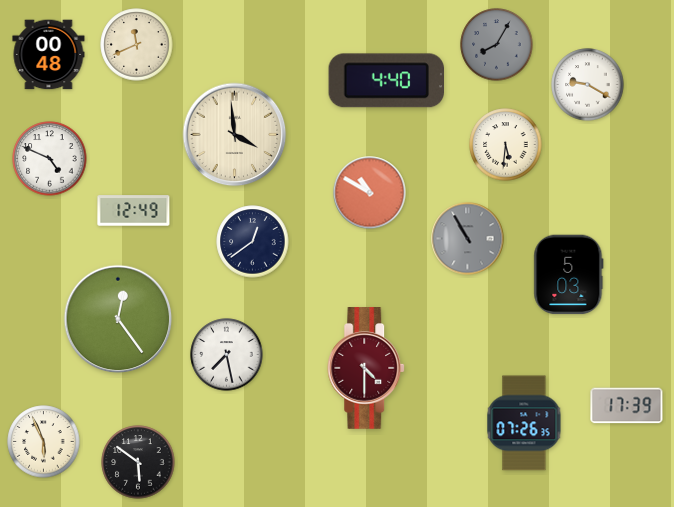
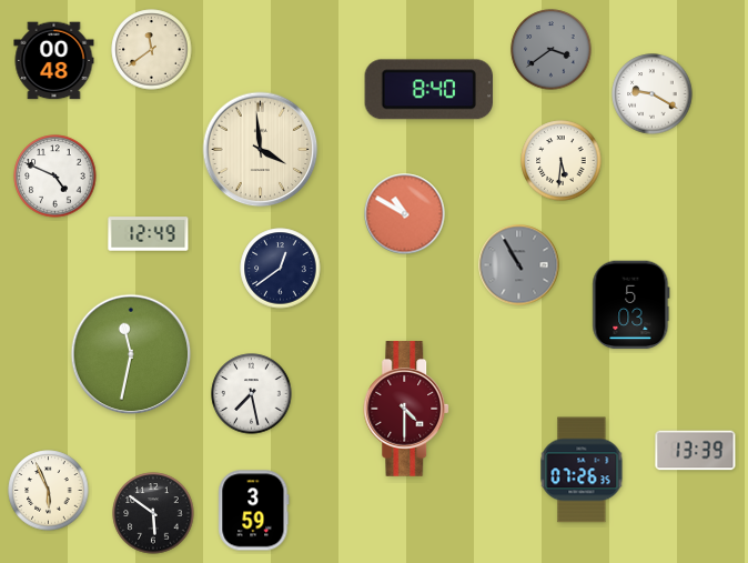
clock at (137, 45): 11:41 -> 11:39
clock at (497, 45): 8:05 -> 3:39
clock at (386, 81): 4:40 -> 8:40
clock at (370, 193) position: (370, 193) -> (405, 214)
clock at (118, 319): 12:24 -> 11:32
clock at (627, 406): 17:39 -> 13:39
clock at (254, 511): none -> 3:59
